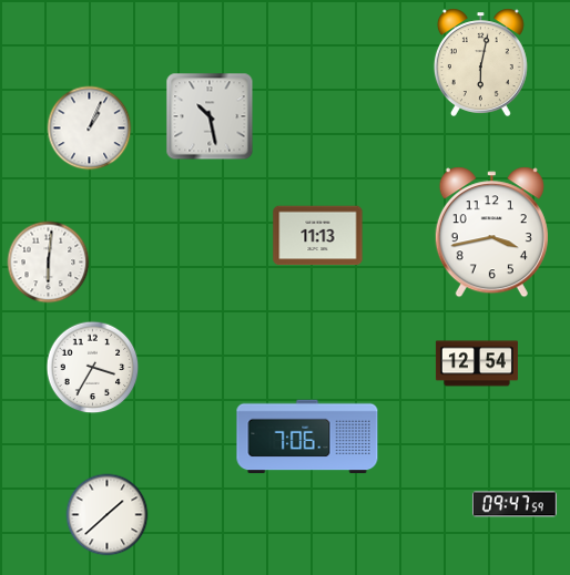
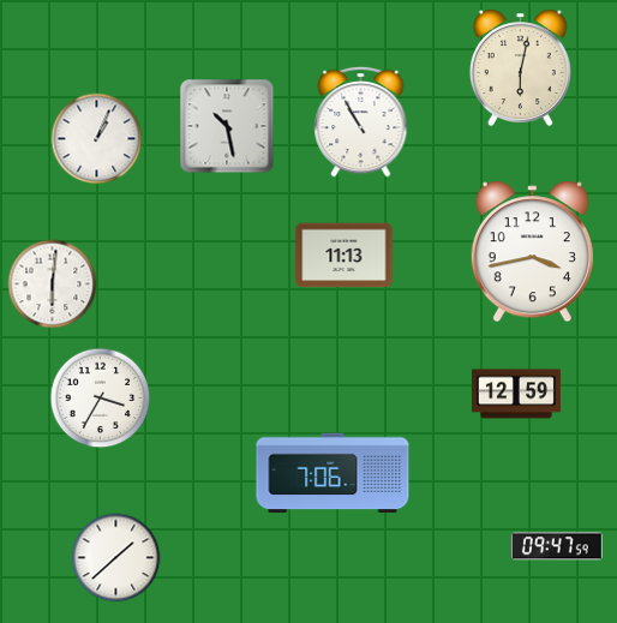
clock at (361, 121): none -> 10:55
clock at (477, 363): 12:54 -> 12:59
